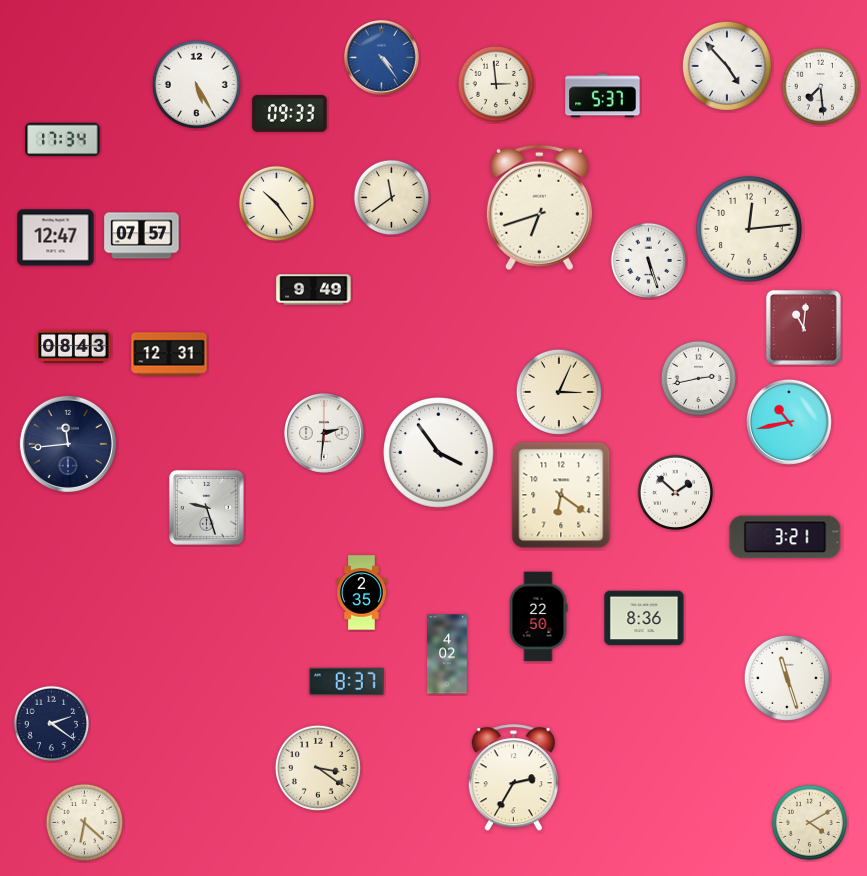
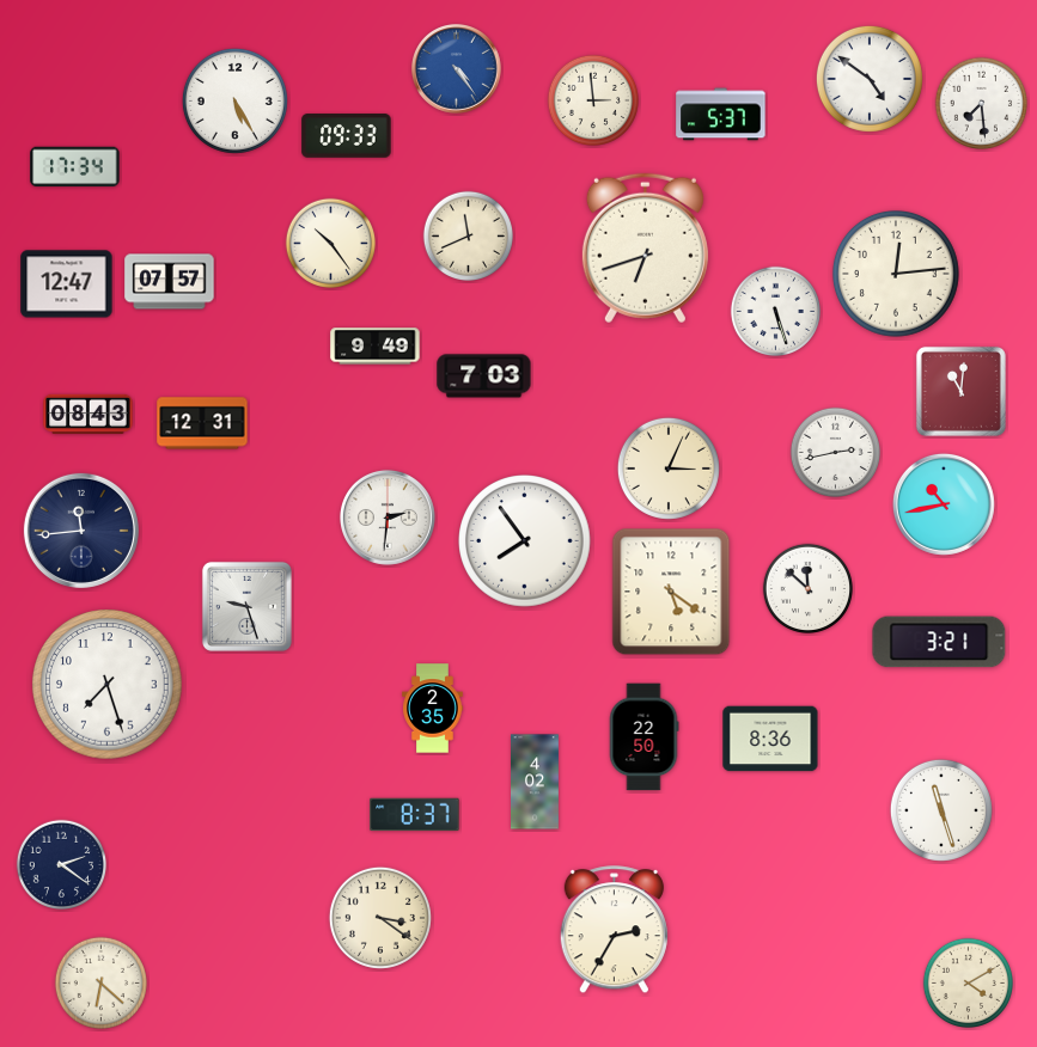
clock at (727, 66): 4:53 -> 4:51
clock at (391, 197): 11:39 -> 11:41
clock at (484, 376): none -> 7:03
clock at (439, 453): 3:54 -> 7:54
clock at (675, 492): 1:52 -> 11:52
clock at (561, 495): 6:21 -> 5:21
clock at (108, 685): none -> 7:27
